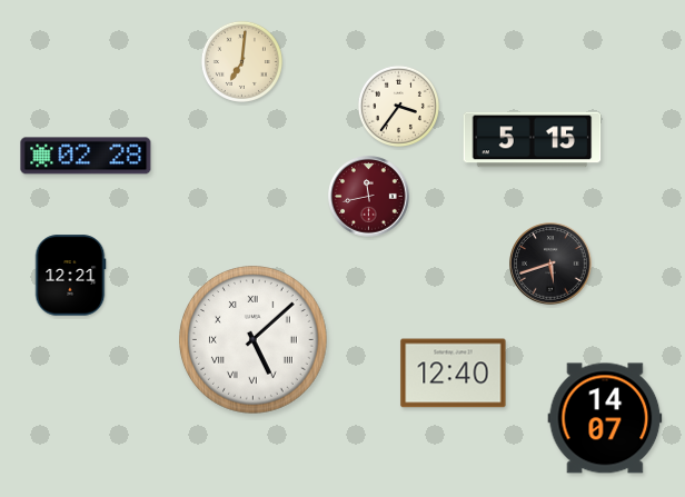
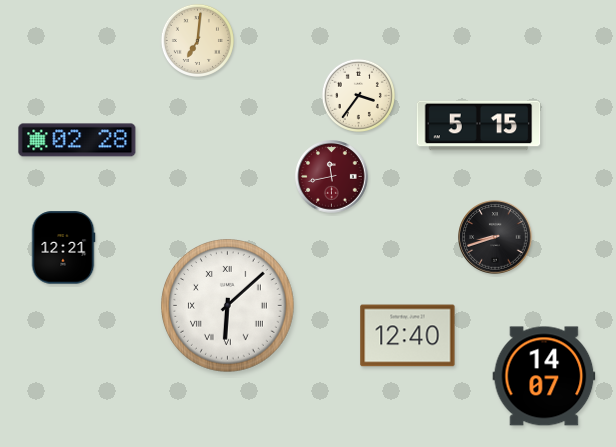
clock at (241, 61) position: (241, 61) -> (197, 40)
clock at (550, 264): 5:42 -> 8:42
clock at (254, 340): 5:08 -> 6:08
